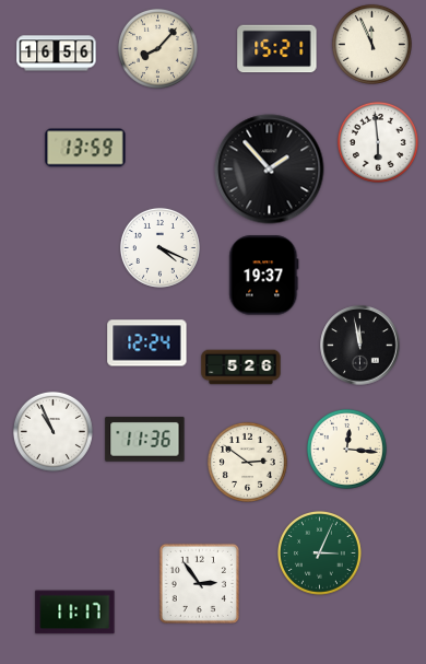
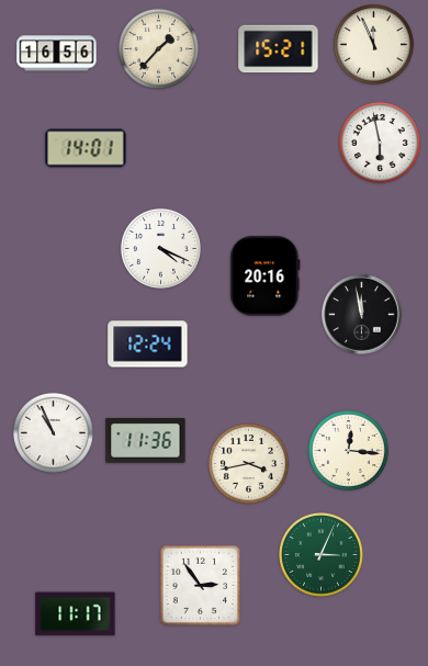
clock at (157, 48): 8:07 -> 1:37
clock at (378, 142): 5:59 -> 5:58
clock at (85, 148): 13:59 -> 14:01
clock at (270, 170): 1:53 -> none
clock at (264, 276): 19:37 -> 20:16
clock at (360, 346) position: (360, 346) -> (362, 315)
clock at (241, 368): 5:26 -> none
clock at (247, 462): 2:51 -> 3:43
